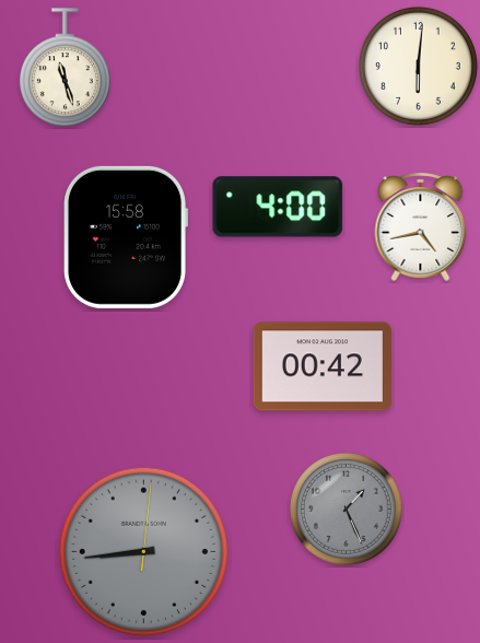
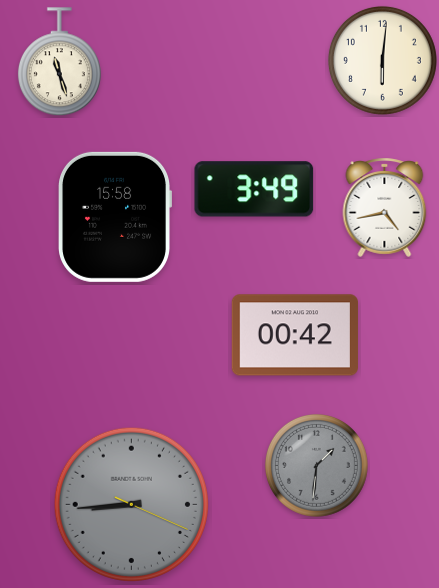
clock at (278, 207): 4:00 -> 3:49
clock at (346, 508): 1:26 -> 1:31
clock at (143, 551): 8:44:01 -> 8:44:19
